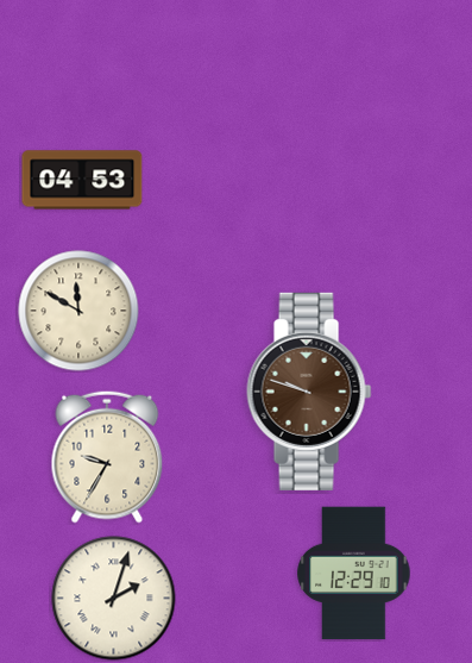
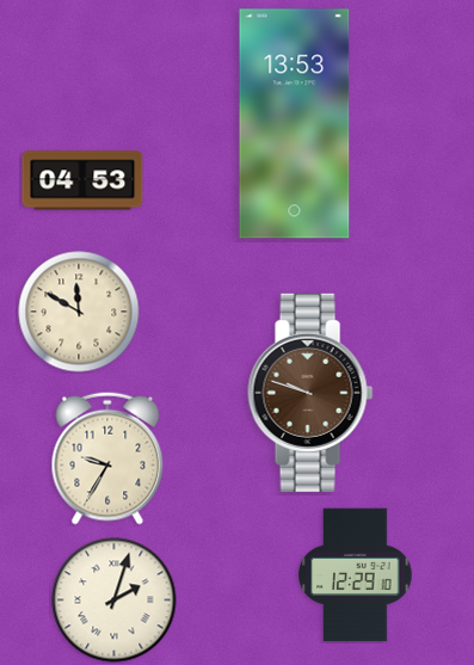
clock at (295, 124): none -> 13:53
